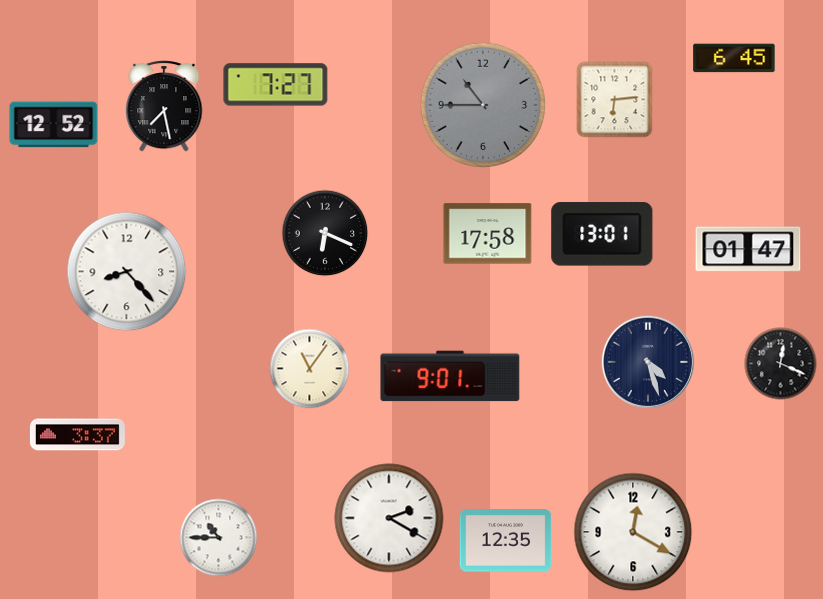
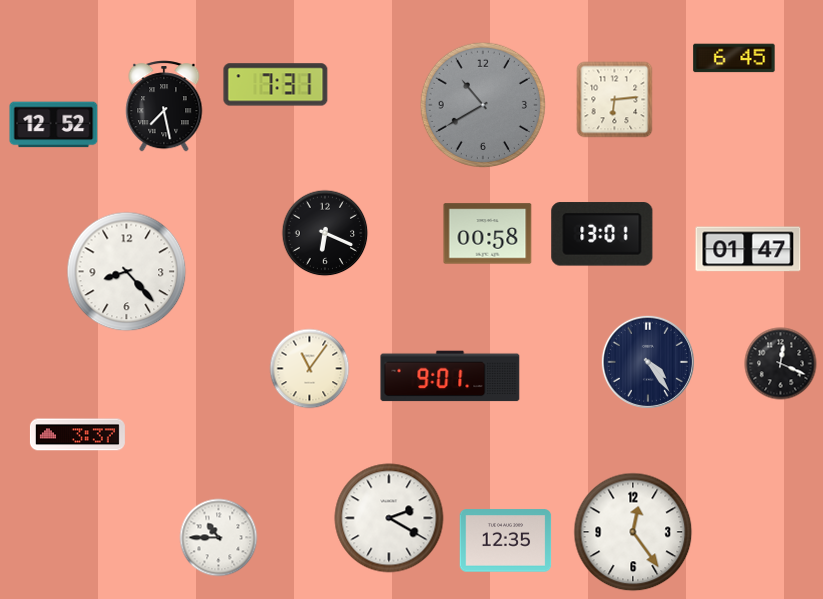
clock at (276, 85): 7:27 -> 7:31
clock at (483, 105): 10:45 -> 10:40
clock at (488, 234): 17:58 -> 00:58
clock at (648, 362): 4:27 -> 4:24
clock at (633, 532): 12:20 -> 12:24
